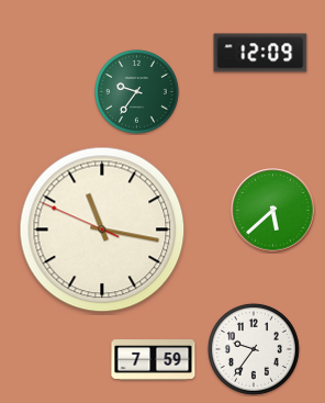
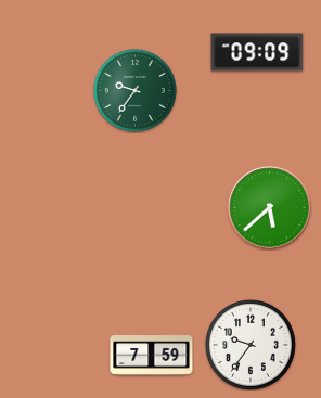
clock at (260, 53): 12:09 -> 09:09
clock at (102, 230): 11:16 -> none
